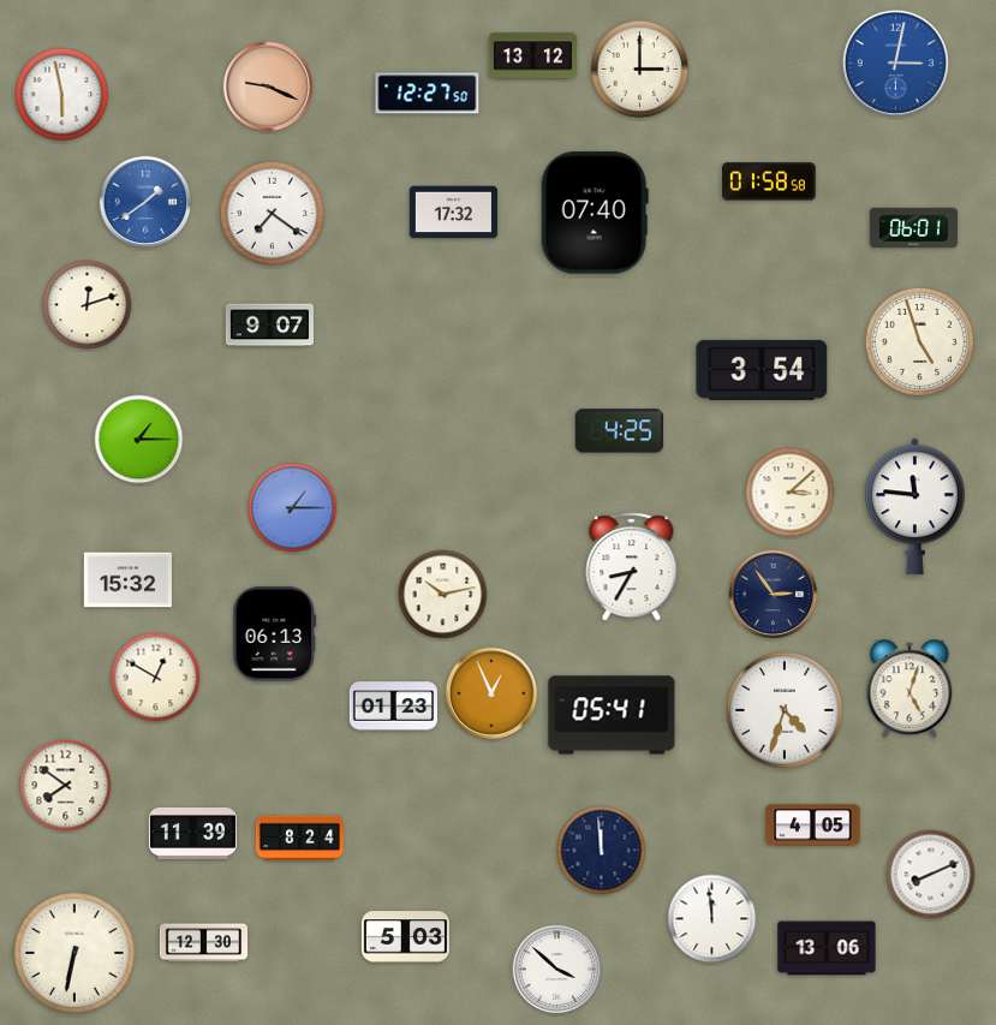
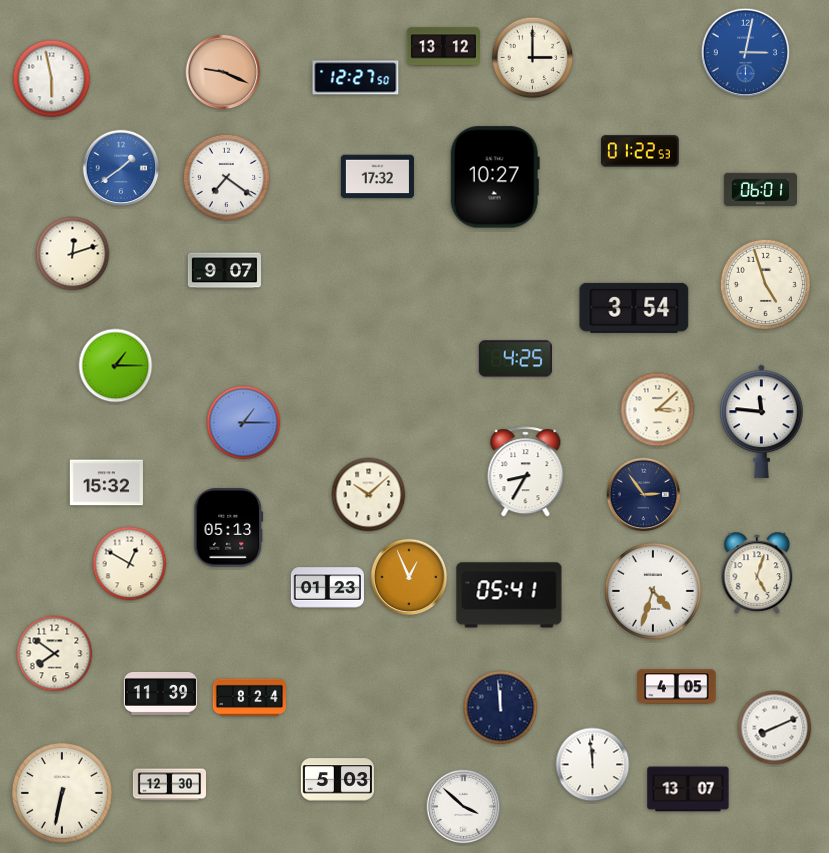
clock at (769, 181): 01:58 -> 01:22
clock at (595, 213): 07:40 -> 10:27
clock at (443, 595): 10:13 -> 10:08
clock at (275, 634): 06:13 -> 05:13
clock at (827, 948): 13:06 -> 13:07
